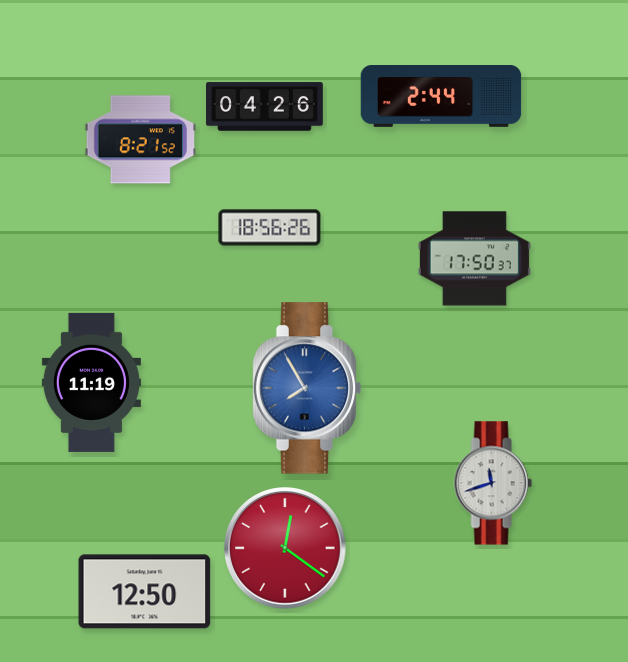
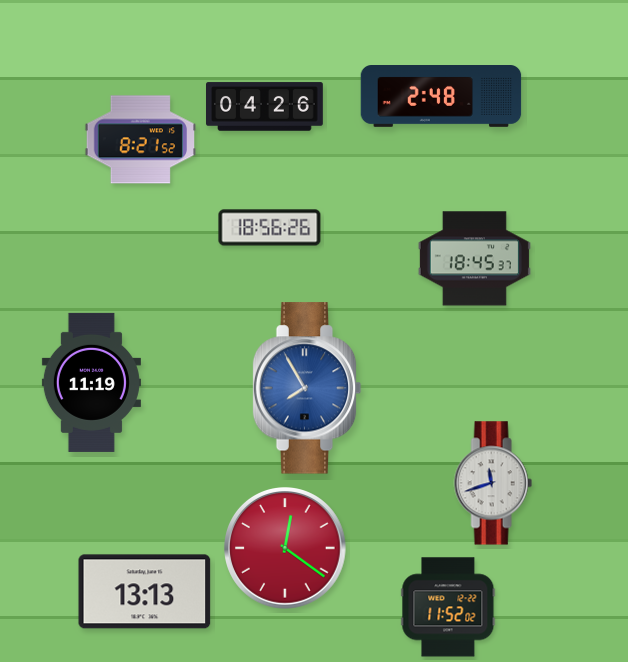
clock at (441, 97): 2:44 -> 2:48
clock at (474, 259): 17:50 -> 18:45
clock at (145, 592): 12:50 -> 13:13
clock at (448, 607): none -> 11:52
